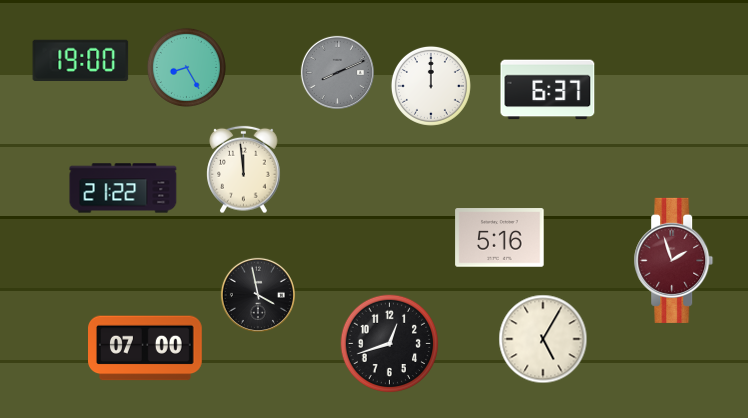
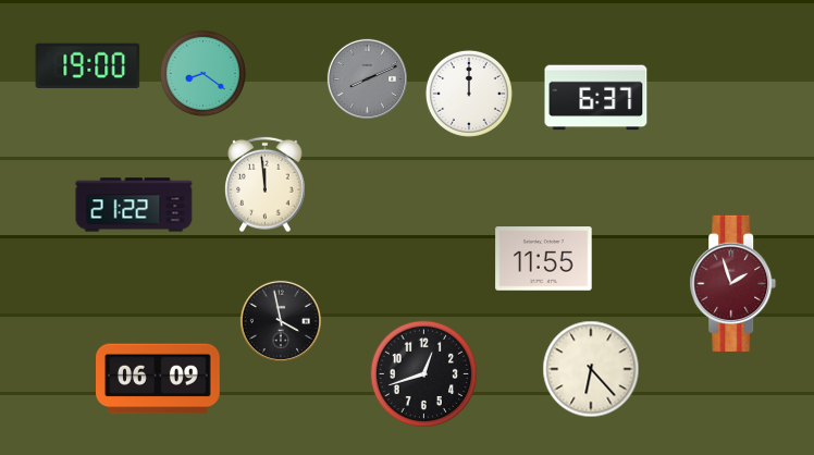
clock at (186, 67): 8:25 -> 8:21
clock at (500, 238): 5:16 -> 11:55
clock at (543, 339): 5:05 -> 6:23
clock at (146, 348): 07:00 -> 06:09
